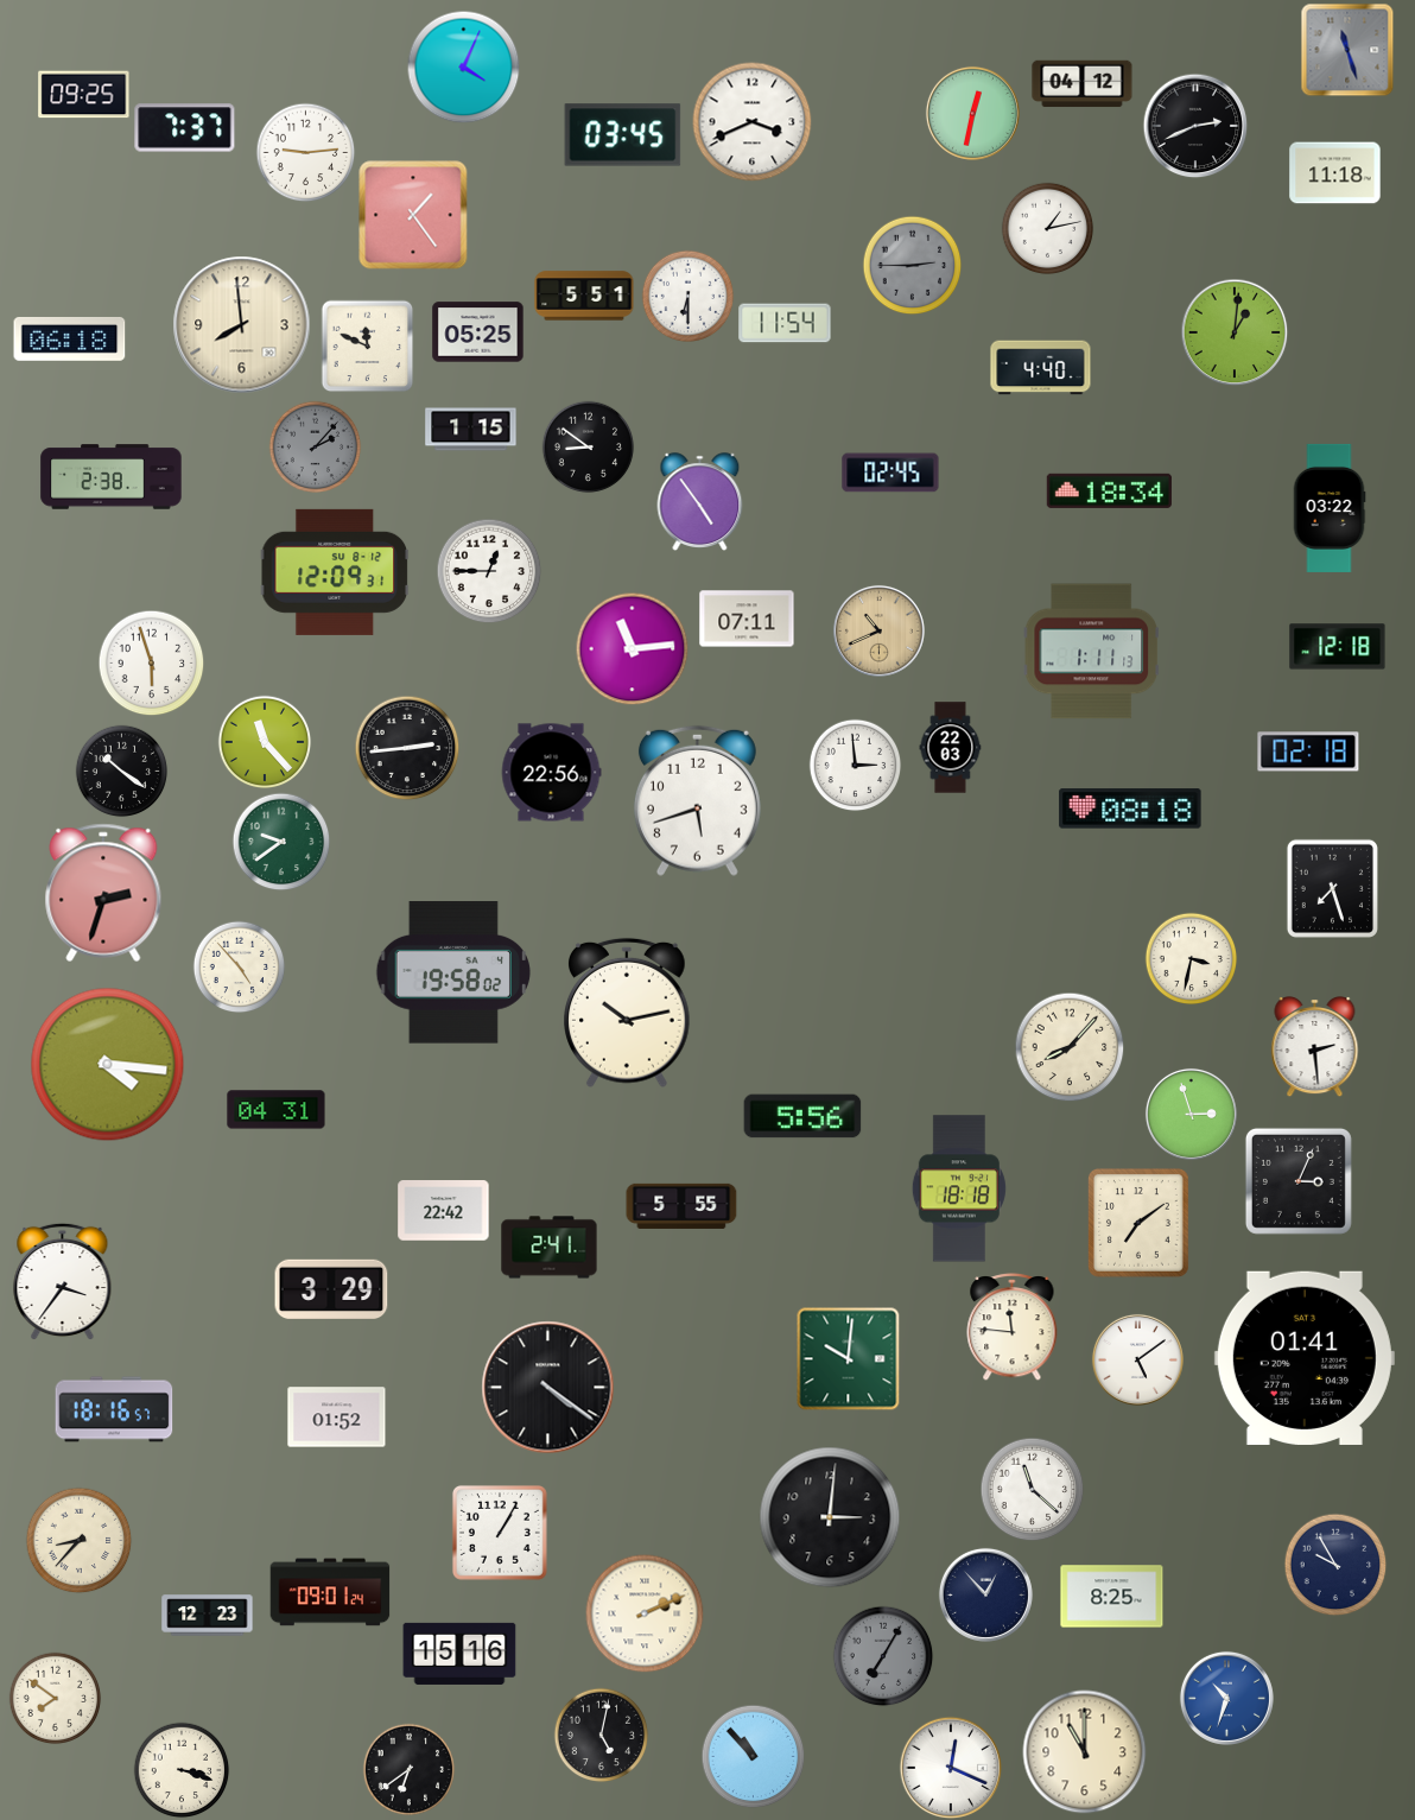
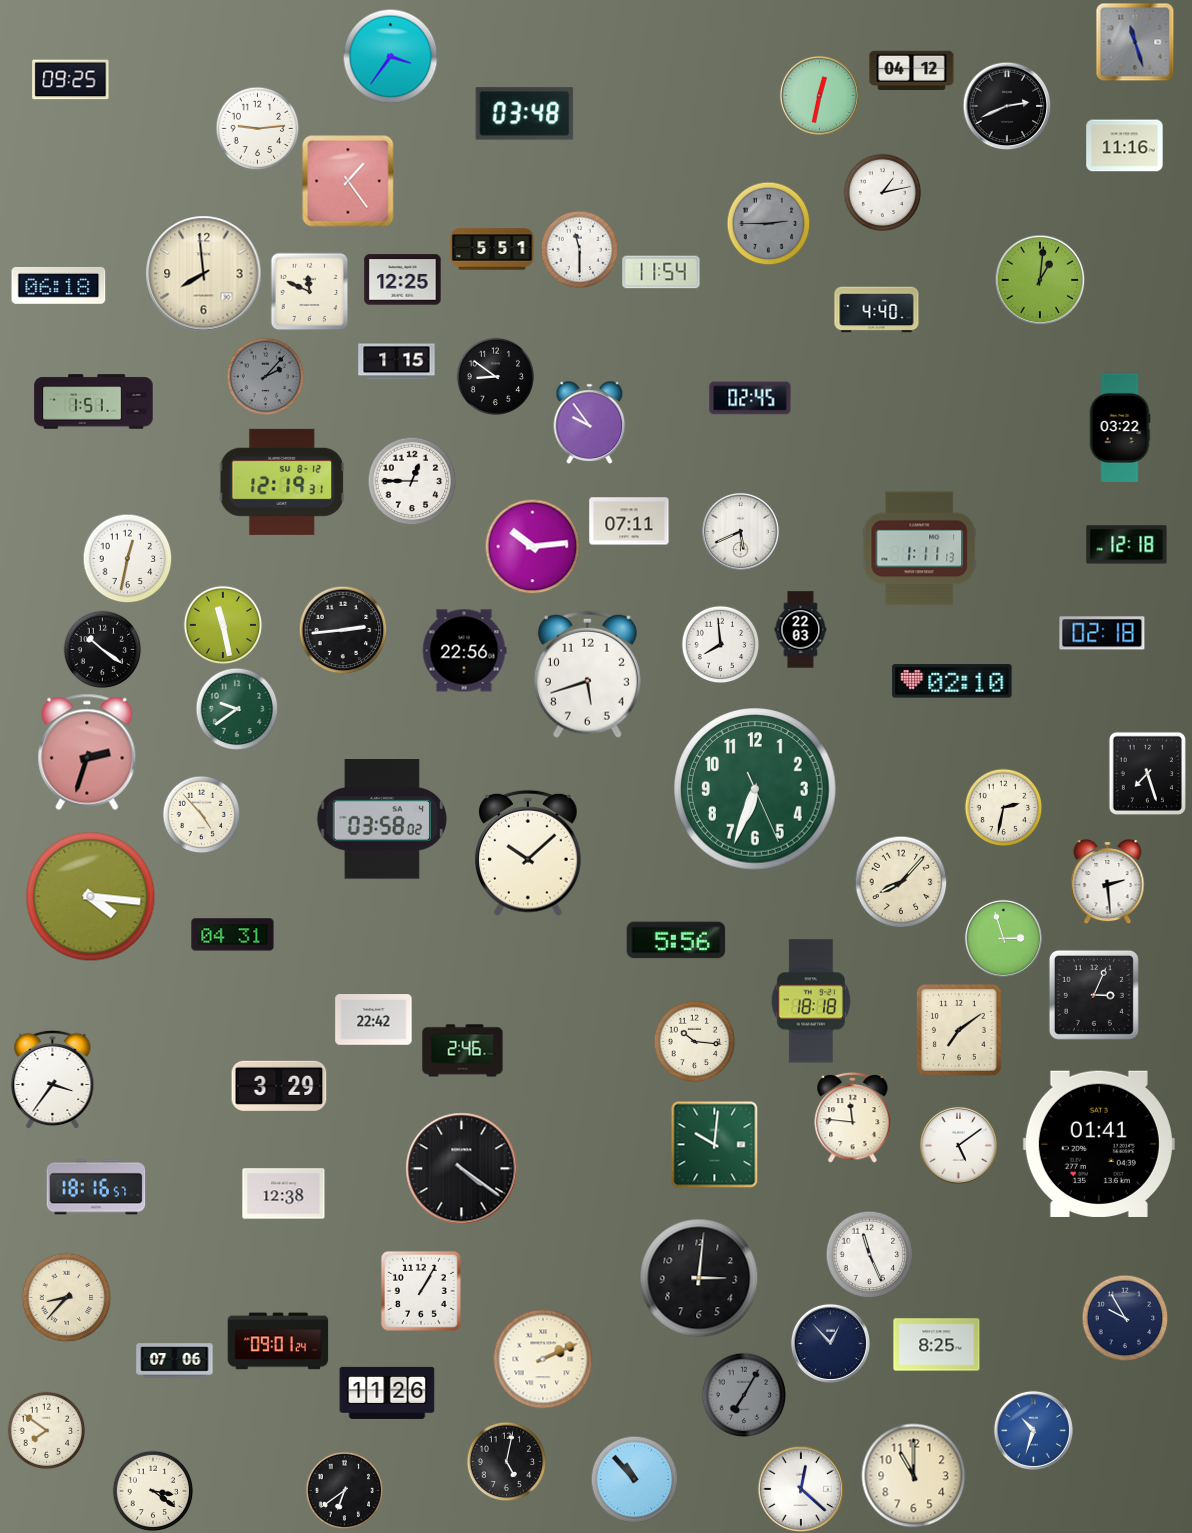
clock at (463, 66): 4:04 -> 3:36
clock at (753, 122): 3:41 -> none
clock at (185, 128): 7:37 -> none
clock at (623, 135): 03:45 -> 03:48
clock at (1335, 173): 11:18 -> 11:16
clock at (687, 296): 6:30 -> 11:30
clock at (478, 332): 05:25 -> 12:25
clock at (112, 477): 2:38 -> 1:51
clock at (1109, 490): 18:34 -> none
clock at (700, 501): 4:54 -> 9:54
clock at (334, 572): 12:09 -> 12:19
clock at (878, 630): 10:41 -> 5:41
clock at (878, 630) dial: champagne -> white
clock at (632, 648): 11:14 -> 10:14
clock at (151, 662): 5:57 -> 12:32
clock at (265, 742): 11:23 -> 11:28
clock at (855, 765): 2:59 -> 7:59
clock at (1130, 808): 08:18 -> 02:10
clock at (1332, 888) position: (1332, 888) -> (1147, 773)
clock at (756, 790): none -> 6:33
clock at (1191, 958): 3:32 -> 2:32
clock at (452, 972): 19:58 -> 03:58
clock at (628, 1013): 10:13 -> 10:08
clock at (959, 1188) position: (959, 1188) -> (811, 1001)
clock at (681, 1206): 5:55 -> none
clock at (694, 1041): none -> 10:16
clock at (550, 1248): 2:41 -> 2:46
clock at (337, 1418): 01:52 -> 12:38
clock at (1032, 1489): 11:22 -> 11:26
clock at (208, 1616): 12:23 -> 07:06
clock at (459, 1654): 15:16 -> 11:26
clock at (951, 1768): 12:19 -> 12:22
clock at (182, 1770): 3:18 -> 3:21
